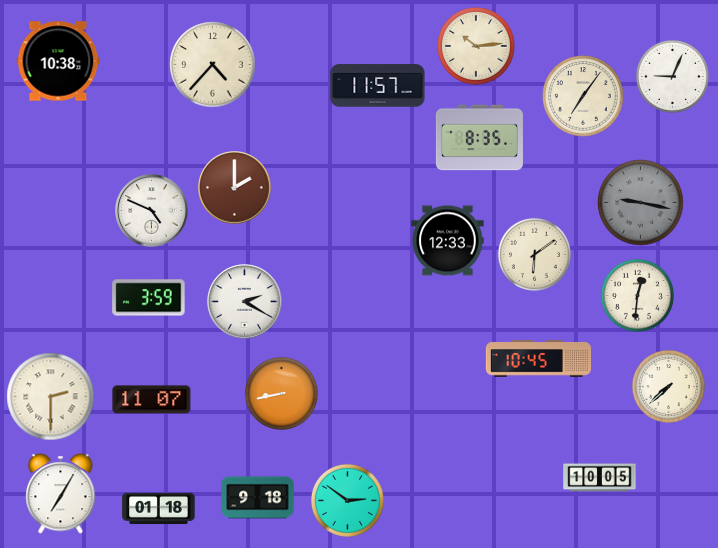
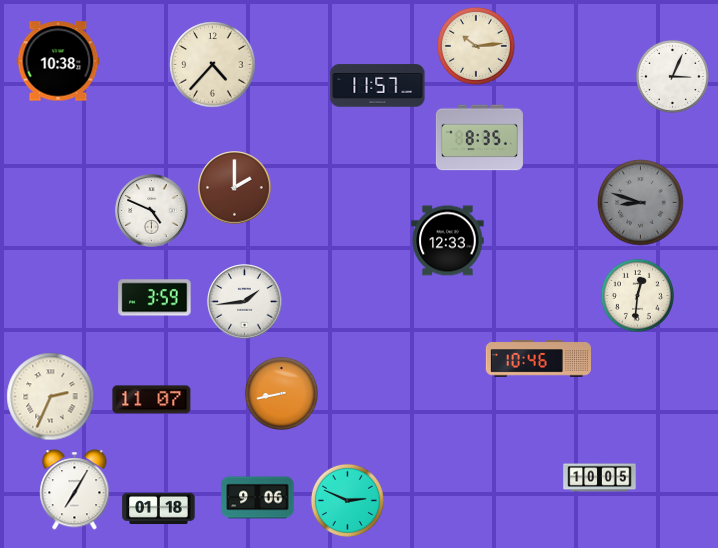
clock at (672, 76): 9:04 -> 3:04
clock at (583, 96): 7:06 -> none
clock at (641, 203): 9:17 -> 8:48
clock at (534, 254): 6:09 -> none
clock at (149, 298) position: (149, 298) -> (155, 298)
clock at (245, 302): 2:20 -> 1:44
clock at (538, 359): 10:45 -> 10:46
clock at (668, 386): 7:38 -> none
clock at (51, 397): 2:30 -> 2:34
clock at (61, 494) position: (61, 494) -> (75, 490)
clock at (258, 498): 9:18 -> 9:06
clock at (347, 500): 2:51 -> 2:49
